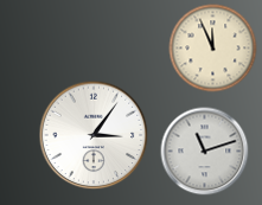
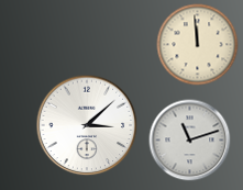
clock at (213, 49): 11:56 -> 11:59
clock at (94, 135): 3:06 -> 3:08
